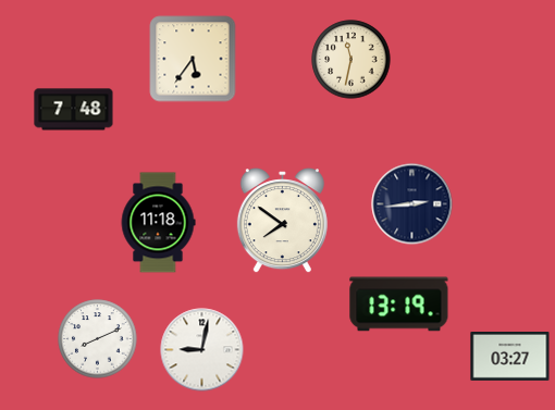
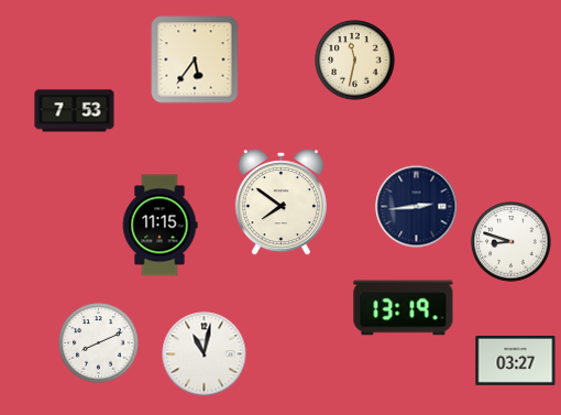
clock at (74, 110): 7:48 -> 7:53
clock at (282, 221) position: (282, 221) -> (280, 203)
clock at (158, 223): 11:18 -> 11:15
clock at (512, 242): none -> 8:48
clock at (202, 350): 9:02 -> 11:02
